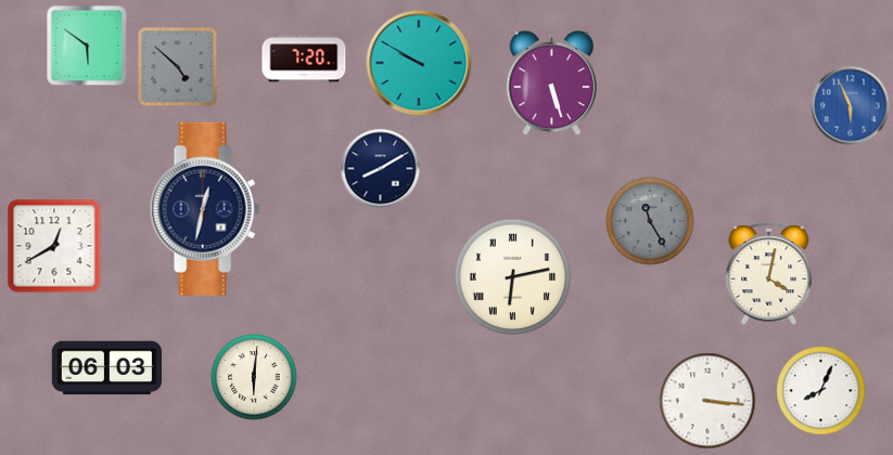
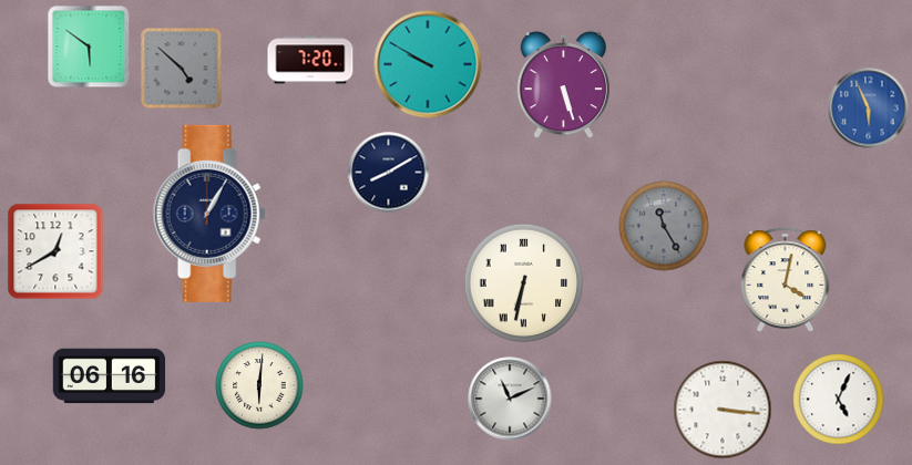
clock at (205, 209): 12:32 -> 1:05
clock at (513, 277): 6:13 -> 6:32
clock at (107, 368): 06:03 -> 06:16
clock at (510, 399): none -> 11:11
clock at (821, 391): 8:04 -> 5:04
